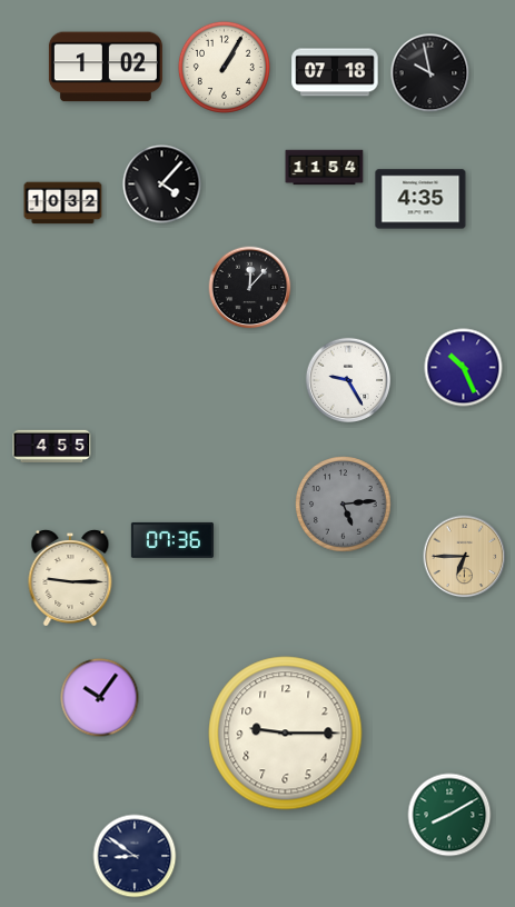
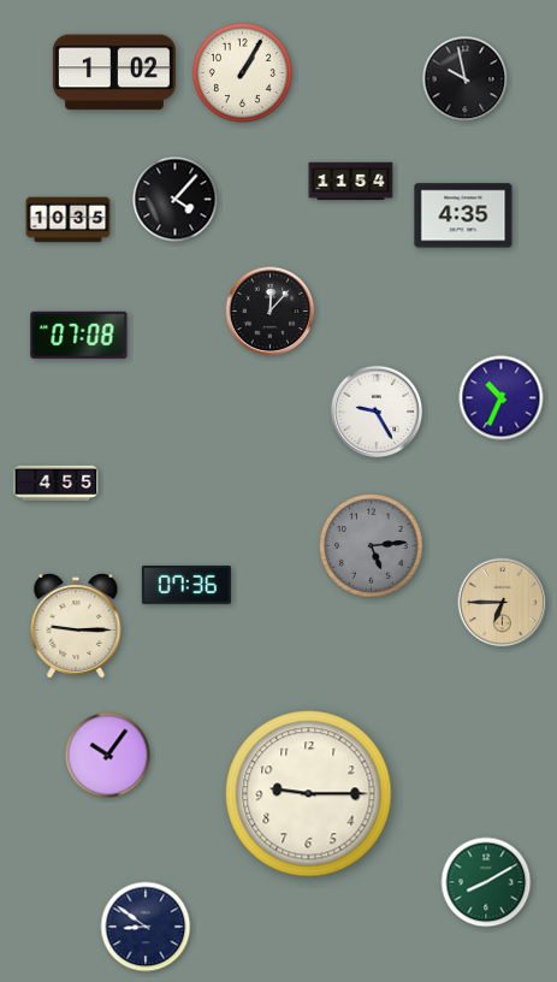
clock at (335, 72): 07:18 -> none
clock at (420, 199) position: (420, 199) -> (463, 215)
clock at (63, 203): 10:32 -> 10:35
clock at (79, 335): none -> 07:08
clock at (464, 368): 10:26 -> 10:34
